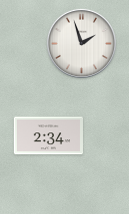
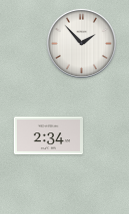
clock at (81, 43): 1:57 -> 1:53
